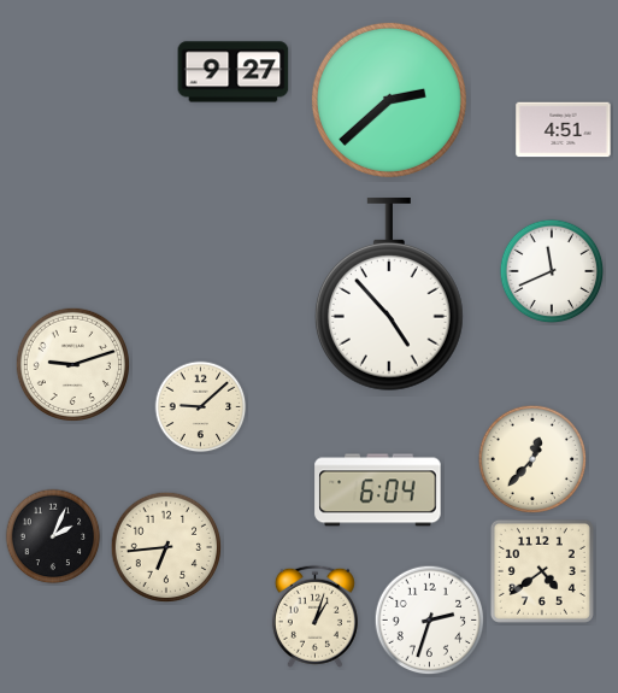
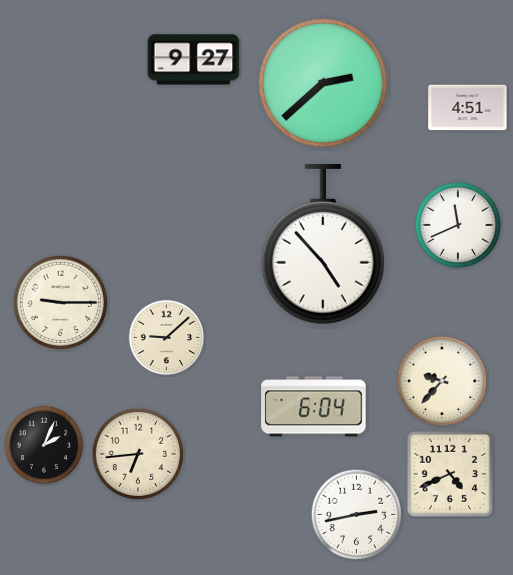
clock at (72, 364): 9:12 -> 9:15
clock at (532, 459): 12:37 -> 9:37
clock at (542, 571): 4:39 -> 4:41
clock at (314, 616): 1:03 -> none
clock at (430, 621): 2:33 -> 2:43
